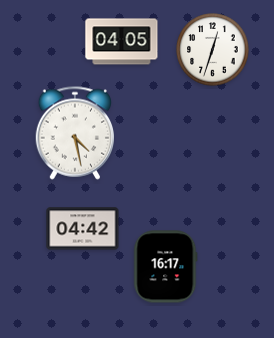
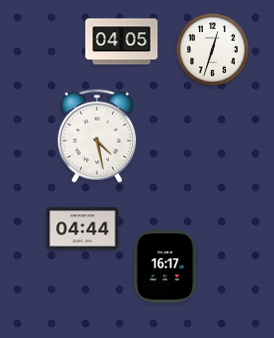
clock at (74, 133) position: (74, 133) -> (96, 136)
clock at (83, 229): 04:42 -> 04:44
